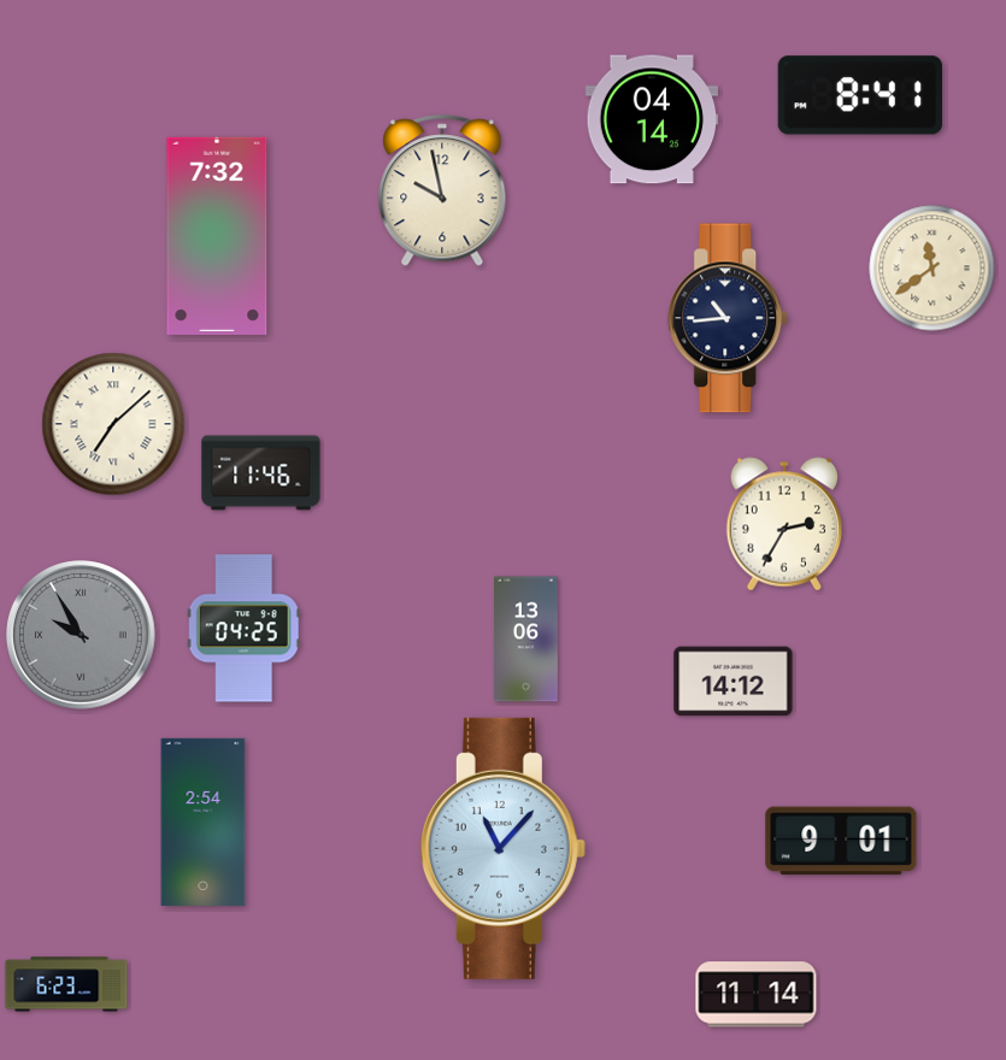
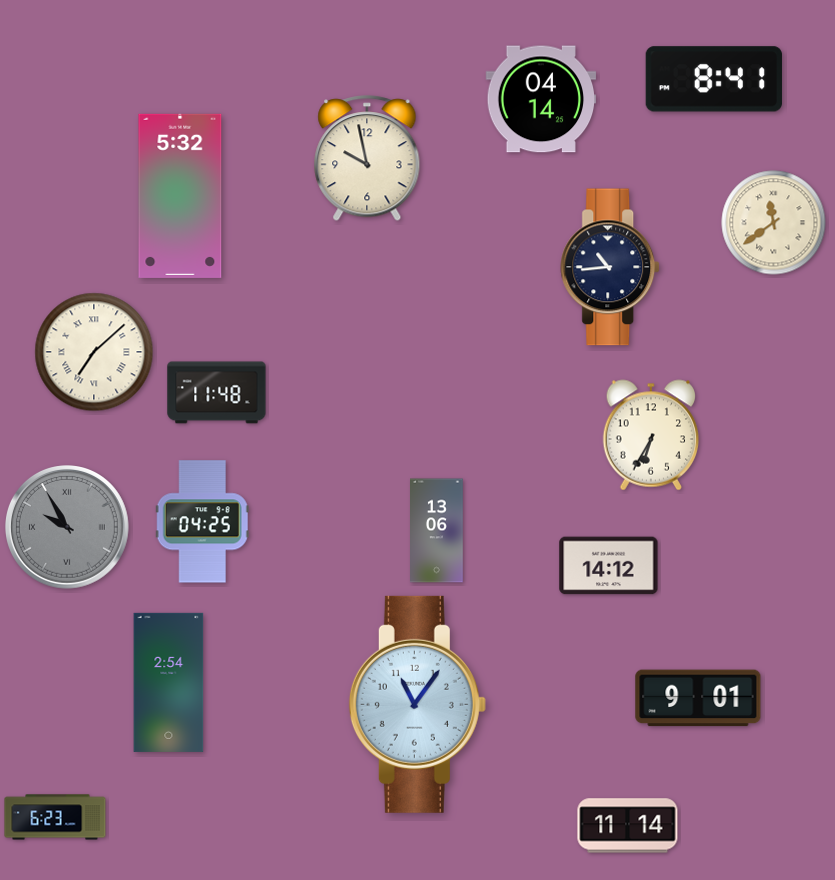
clock at (217, 236): 7:32 -> 5:32
clock at (729, 318) position: (729, 318) -> (611, 267)
clock at (261, 473): 11:46 -> 11:48
clock at (783, 524): 2:35 -> 6:35
clock at (502, 848): 11:07 -> 11:06
